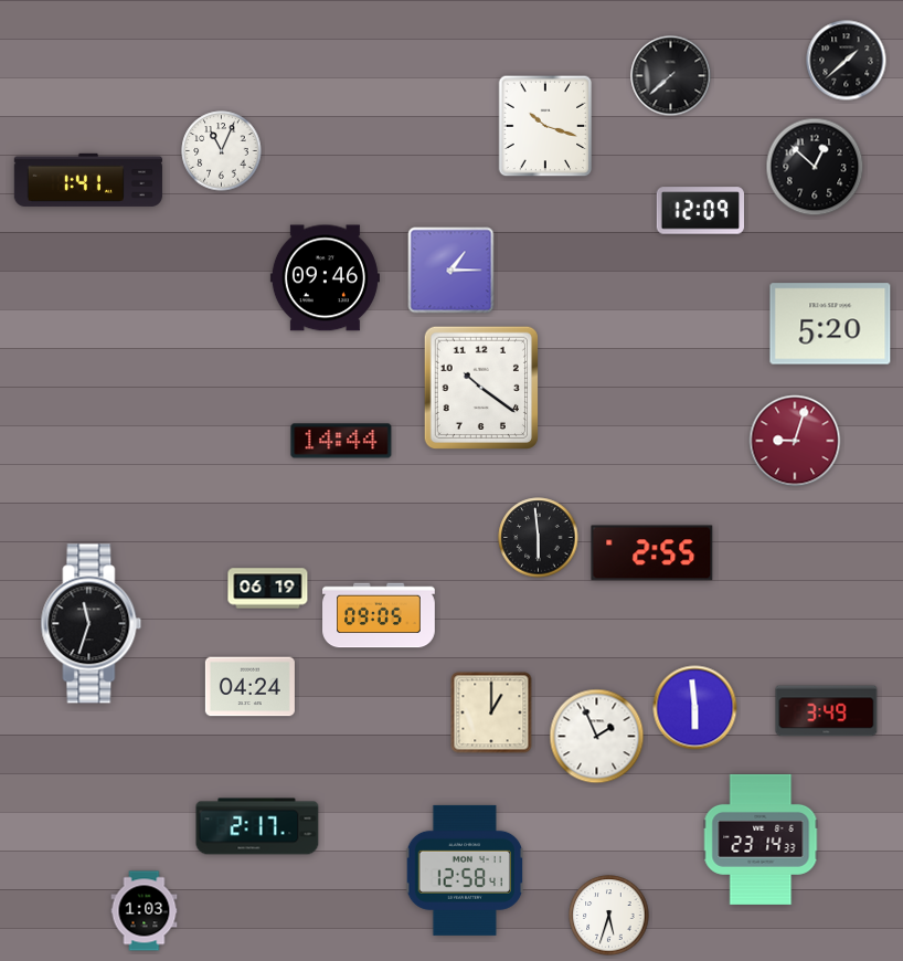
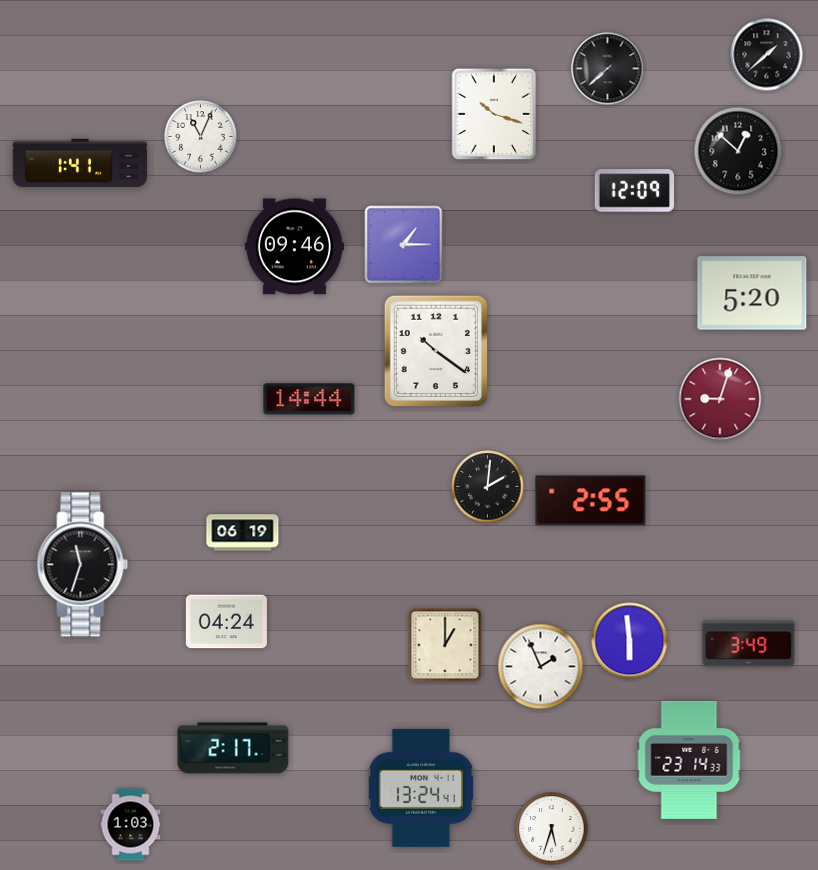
clock at (451, 271) position: (451, 271) -> (404, 245)
clock at (325, 278) position: (325, 278) -> (294, 247)
clock at (539, 538): 5:59 -> 2:01
clock at (379, 615): 09:05 -> none
clock at (464, 870): 12:58 -> 13:24
